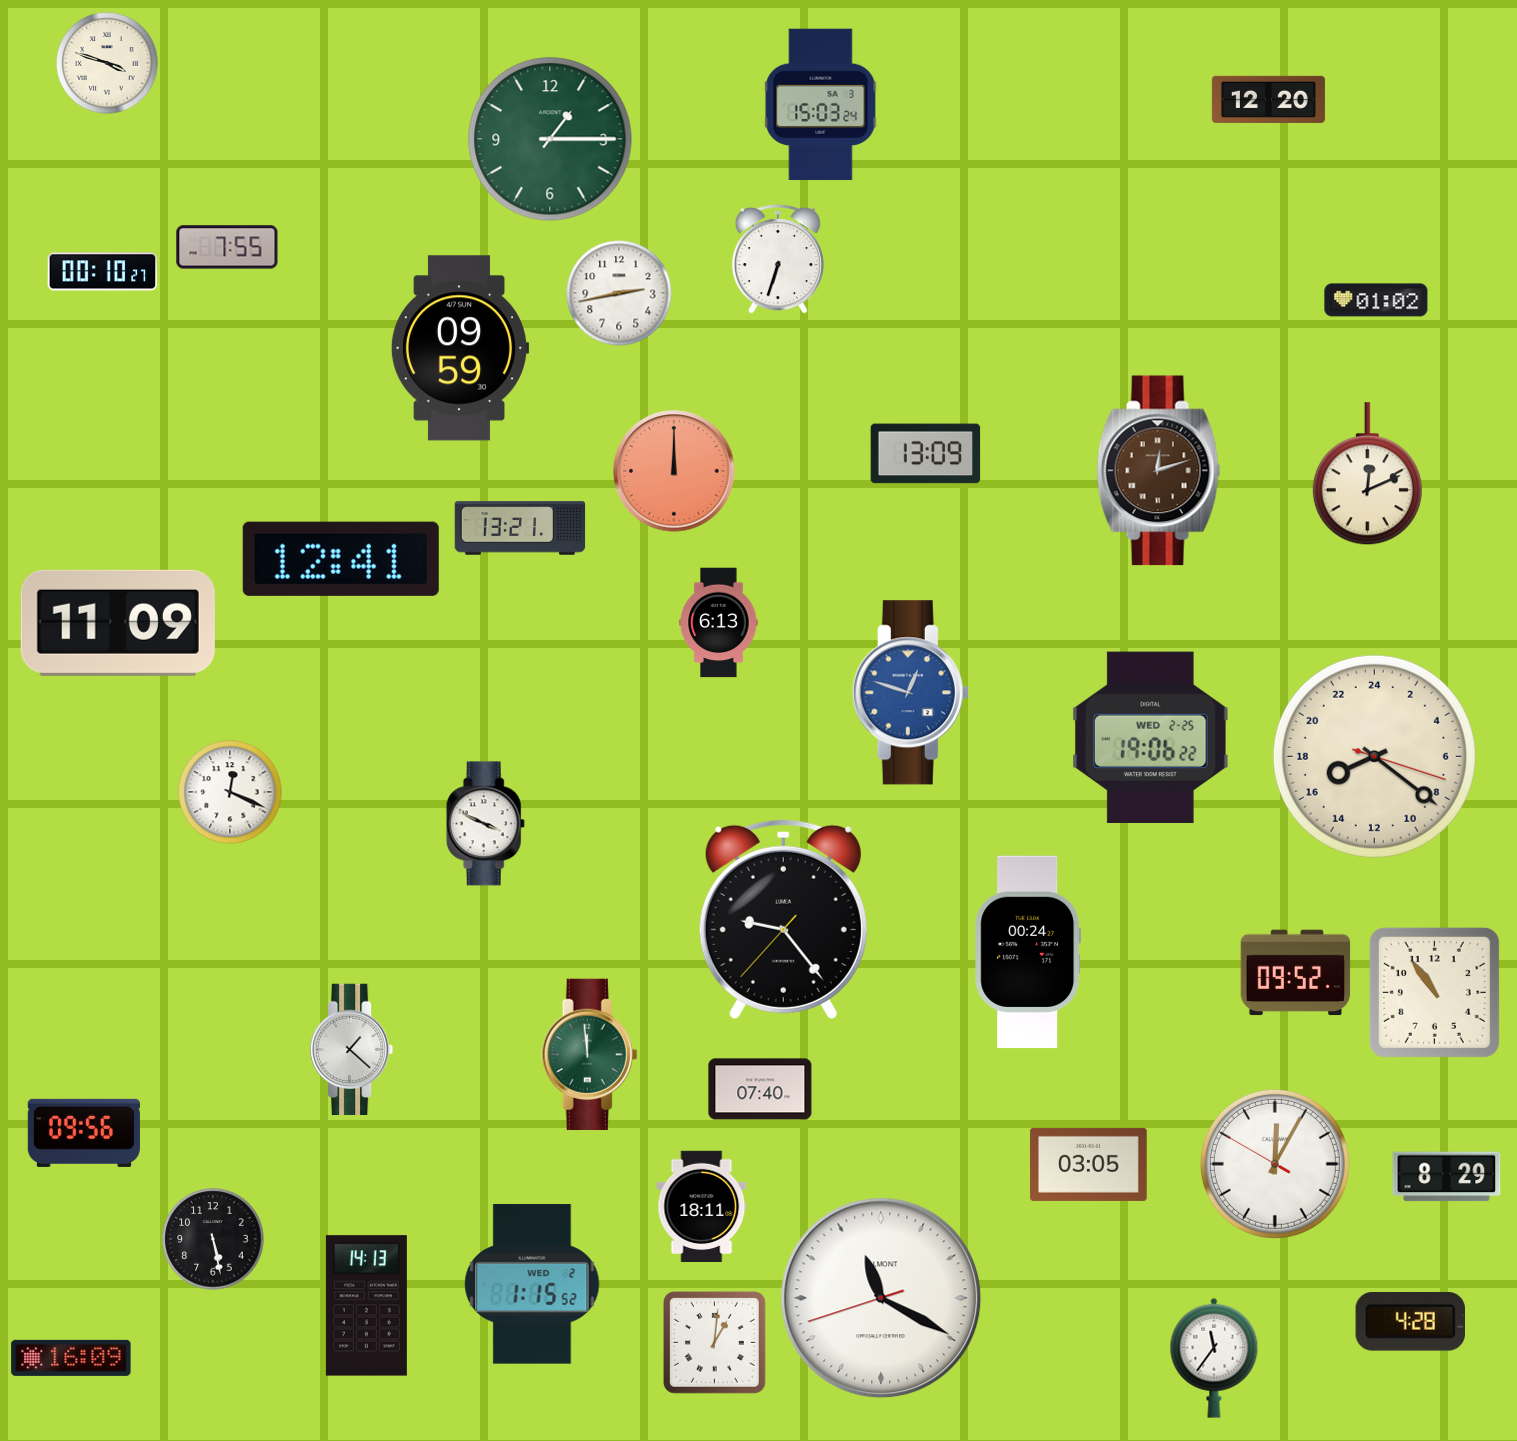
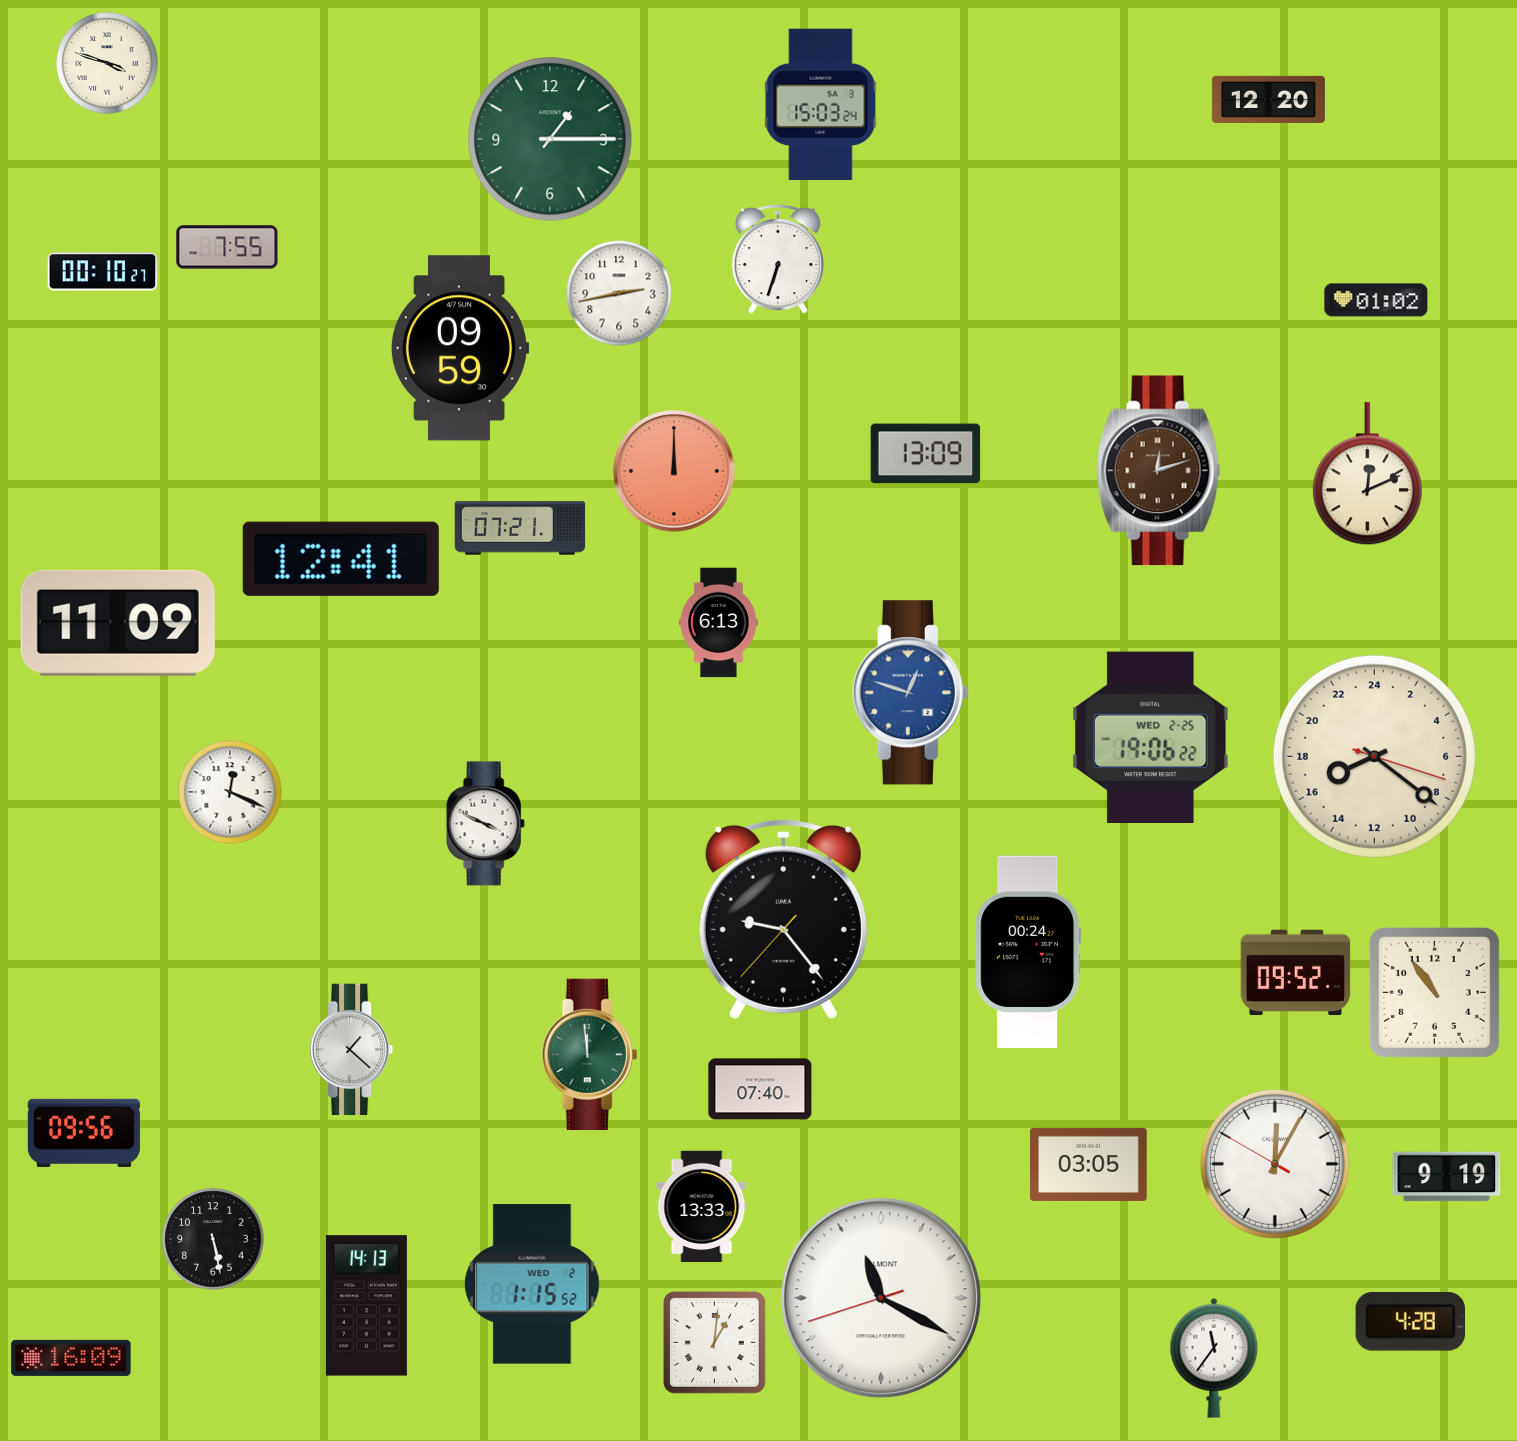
clock at (520, 528): 13:21 -> 07:21
clock at (1447, 1177): 8:29 -> 9:19
clock at (702, 1207): 18:11 -> 13:33
